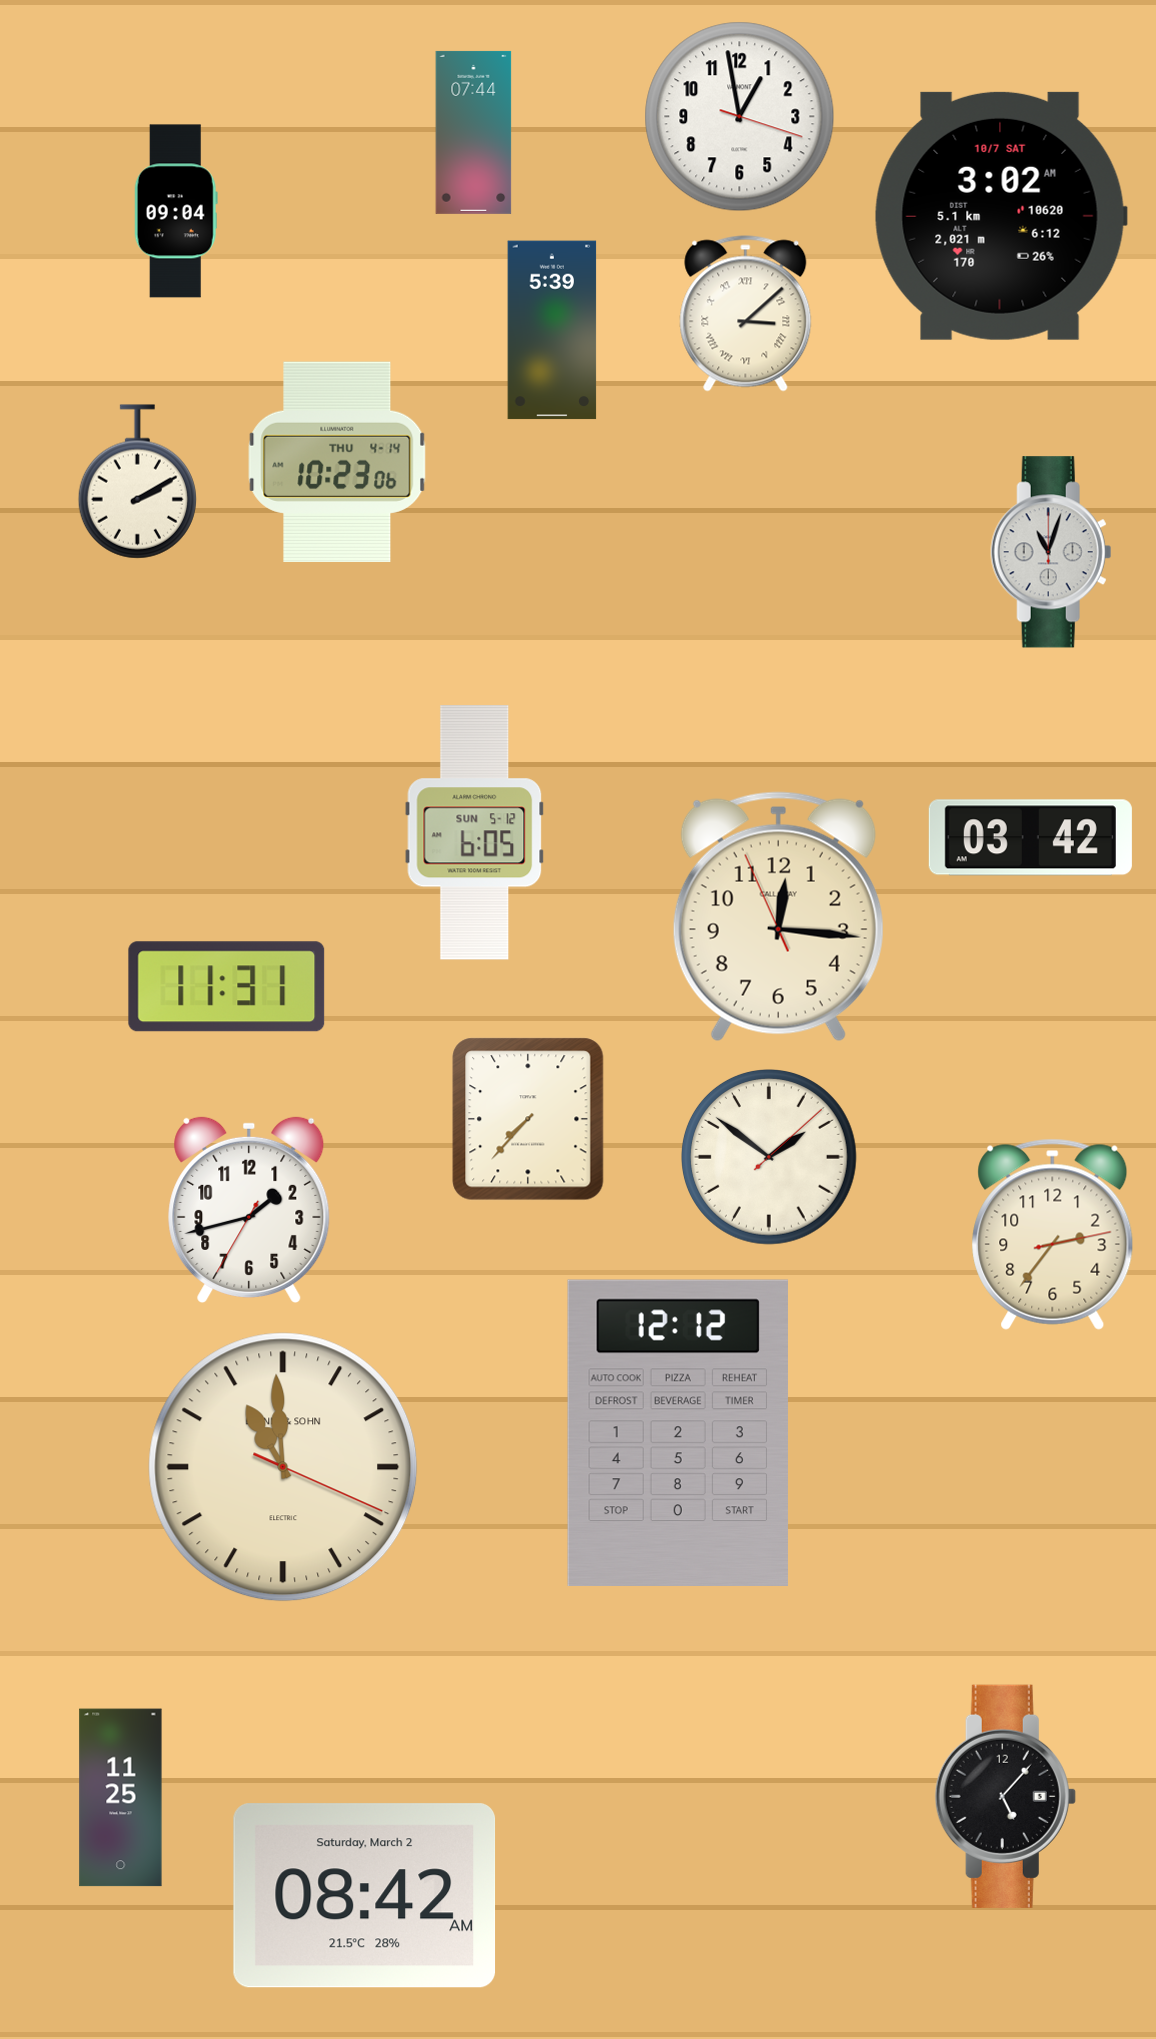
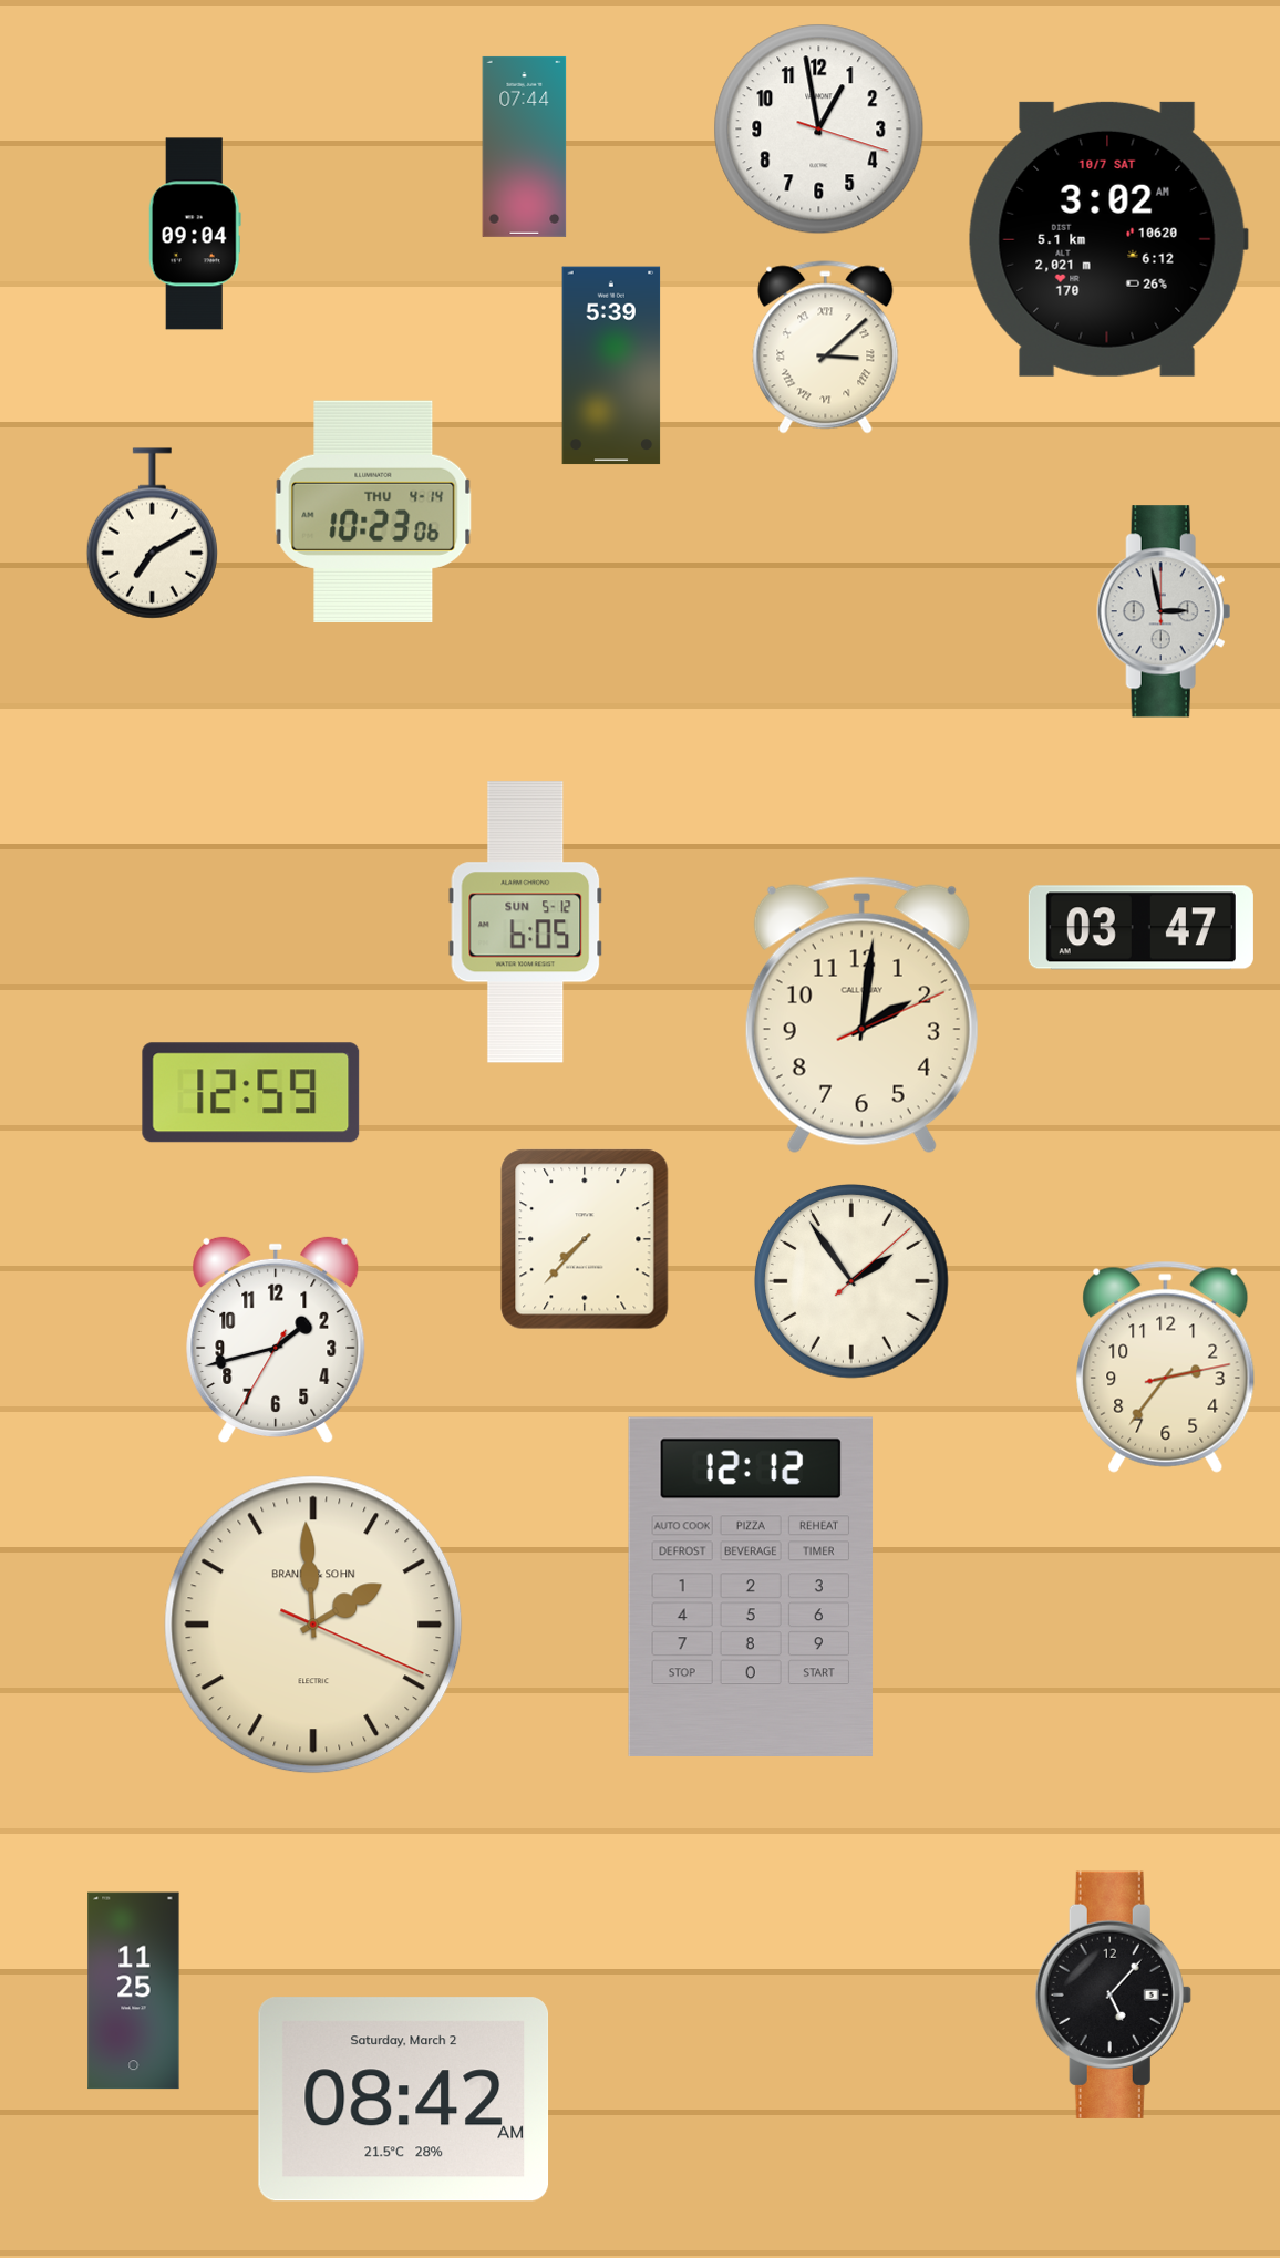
clock at (137, 482): 2:10 -> 7:10
clock at (1051, 552): 11:03 -> 2:58
clock at (1030, 838): 03:42 -> 03:47
clock at (778, 917): 12:15 -> 2:01
clock at (227, 987): 11:31 -> 12:59
clock at (770, 1158): 1:51 -> 1:54
clock at (283, 1467): 10:59 -> 1:59
clock at (1005, 1796) position: (1005, 1796) -> (1113, 1994)
